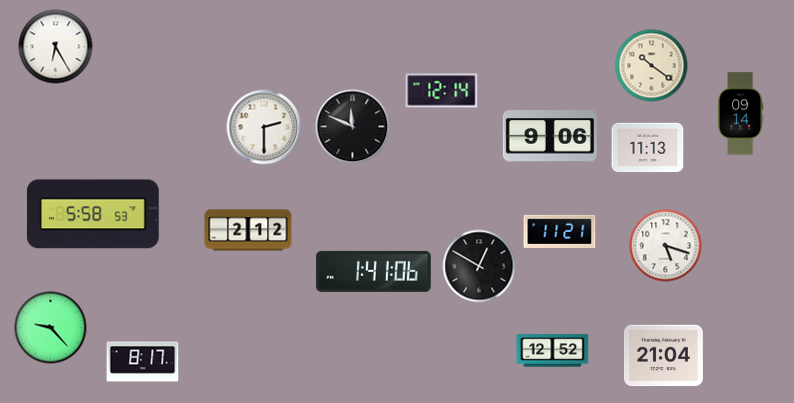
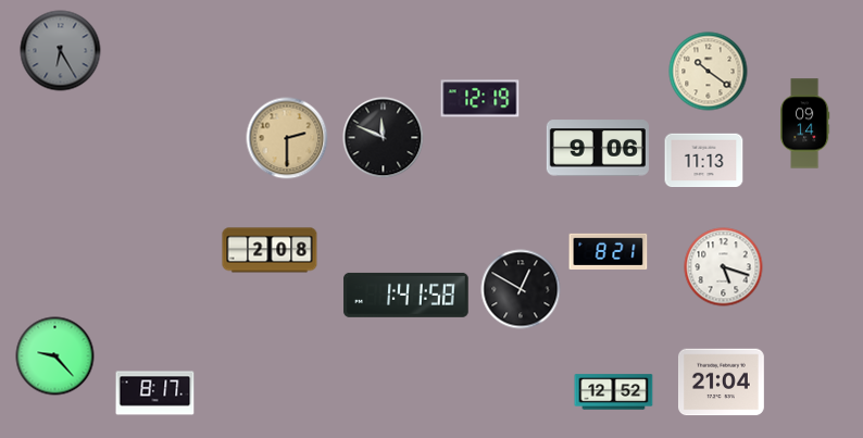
clock at (56, 47) dial: white -> grey
clock at (442, 91): 12:14 -> 12:19
clock at (264, 127) dial: white -> champagne
clock at (93, 214): 5:58 -> none
clock at (248, 230): 2:12 -> 2:08
clock at (560, 231): 11:21 -> 8:21
clock at (374, 271): 1:41:06 -> 1:41:58
clock at (553, 351) position: (553, 351) -> (614, 392)
clock at (663, 356) position: (663, 356) -> (721, 383)
